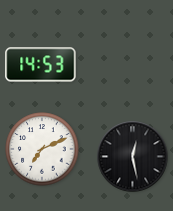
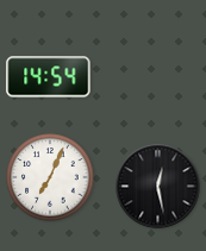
clock at (41, 65): 14:53 -> 14:54
clock at (42, 149): 7:11 -> 7:04
